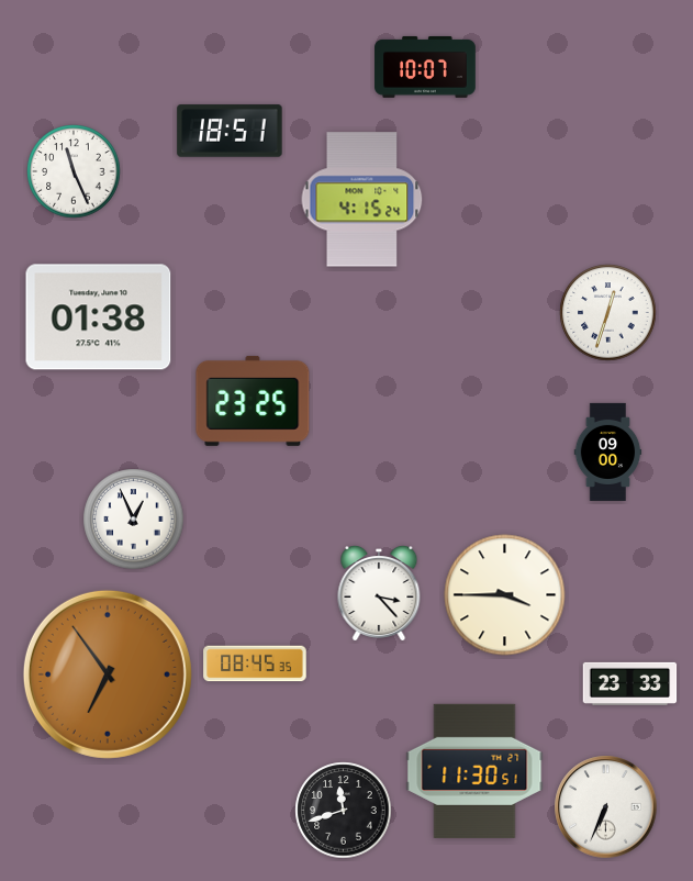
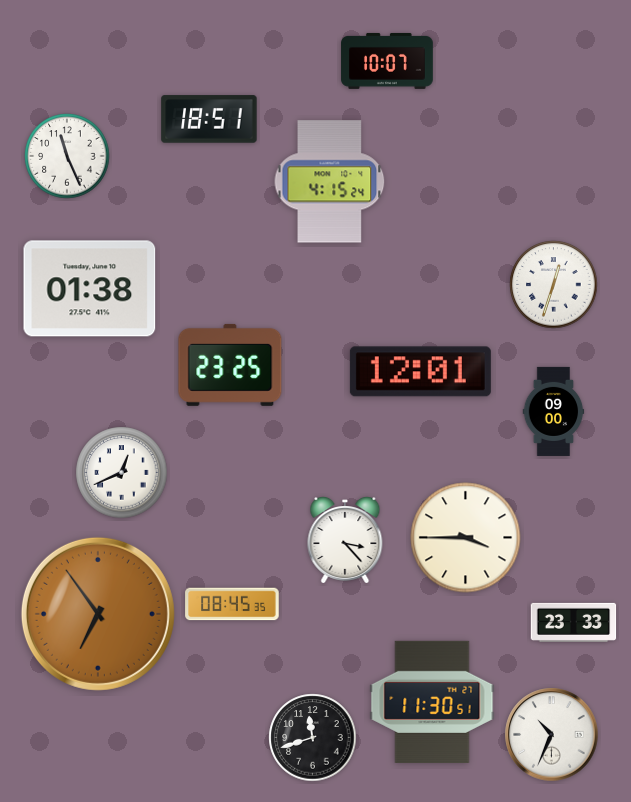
clock at (420, 372): none -> 12:01
clock at (134, 520): 12:56 -> 12:41
clock at (505, 595) position: (505, 595) -> (466, 538)
clock at (606, 807): 6:34 -> 10:34
